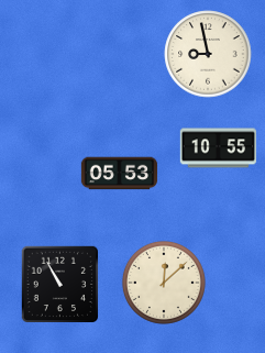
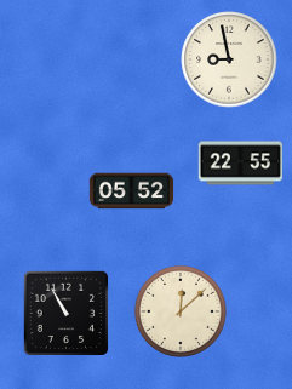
clock at (219, 148): 10:55 -> 22:55
clock at (120, 174): 05:53 -> 05:52
